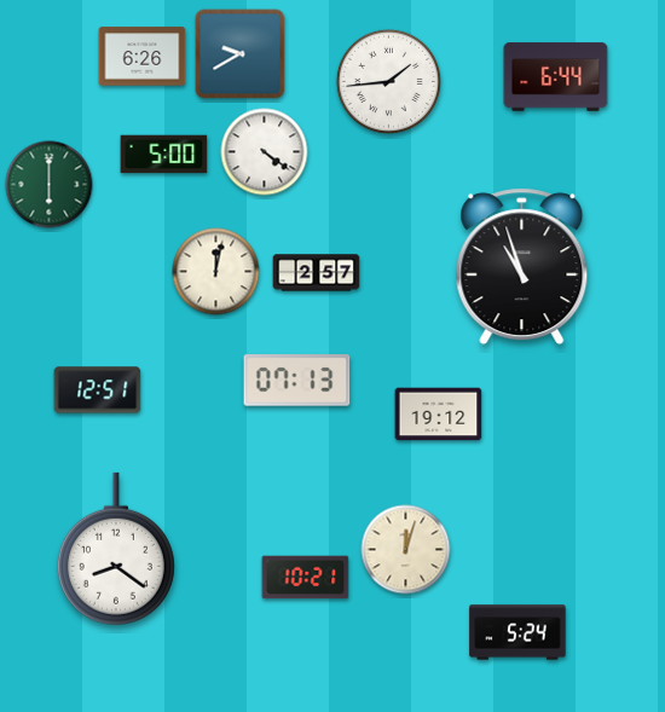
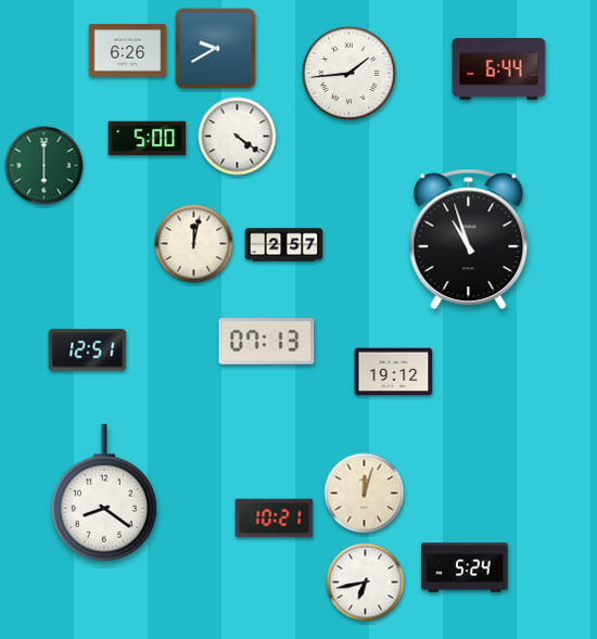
clock at (366, 583): none -> 6:43
